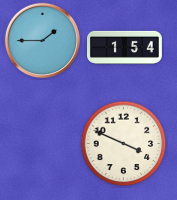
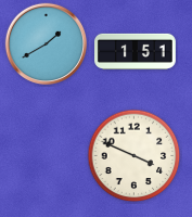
clock at (43, 41): 1:45 -> 1:40
clock at (125, 47): 1:54 -> 1:51
